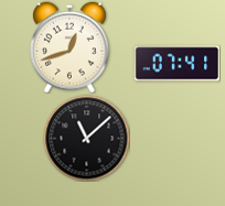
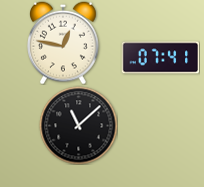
clock at (71, 47): 12:42 -> 12:47
